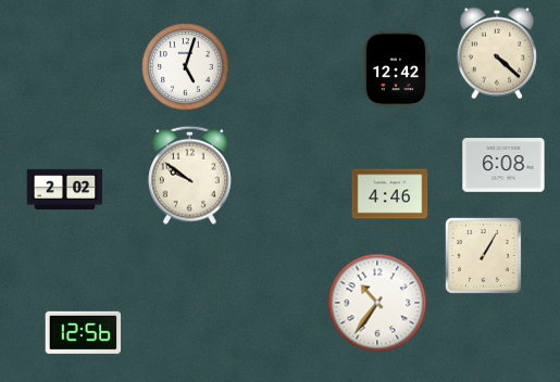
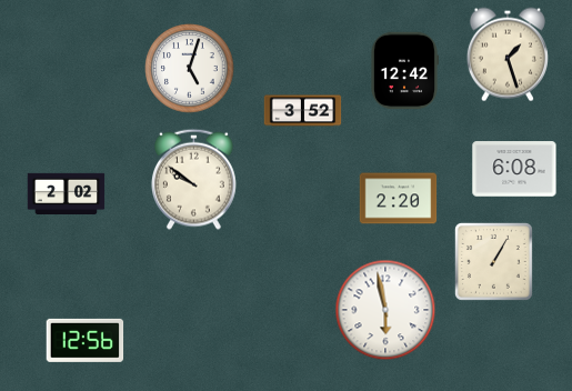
clock at (497, 53): 4:22 -> 1:27
clock at (303, 111): none -> 3:52
clock at (390, 194): 4:46 -> 2:20
clock at (377, 303): 10:36 -> 5:58
